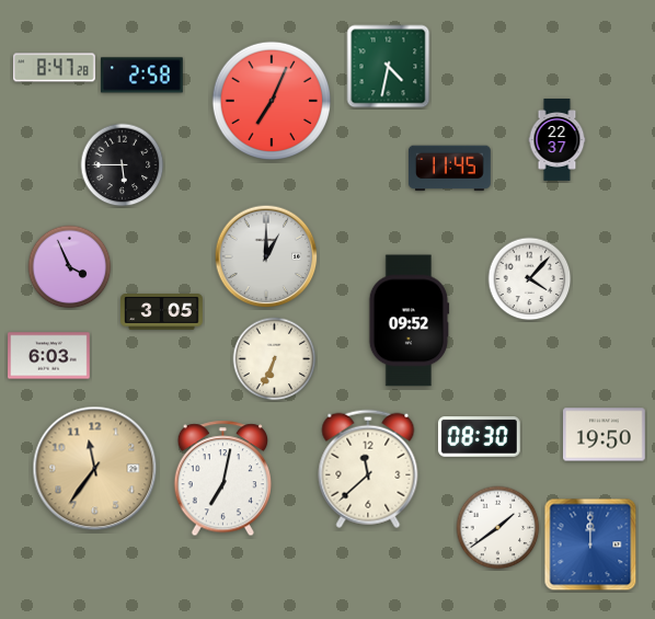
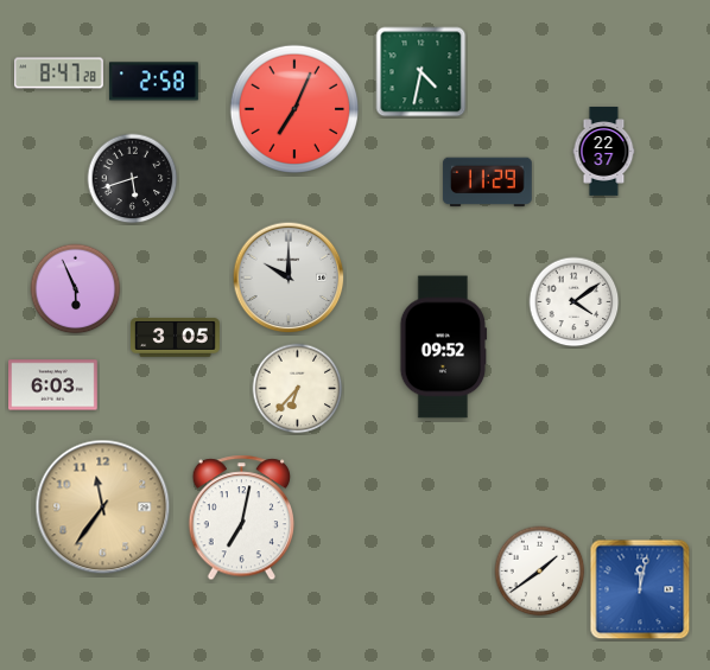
clock at (123, 165): 5:45 -> 5:42
clock at (450, 169): 11:45 -> 11:29
clock at (266, 256): 1:00 -> 10:00
clock at (70, 267): 3:56 -> 5:56
clock at (530, 279): 4:07 -> 4:09
clock at (275, 359): 6:34 -> 6:37
clock at (605, 435): 19:50 -> none
clock at (479, 437): 08:30 -> none
clock at (368, 469): 11:38 -> none
clock at (590, 545): 12:00 -> 12:02
